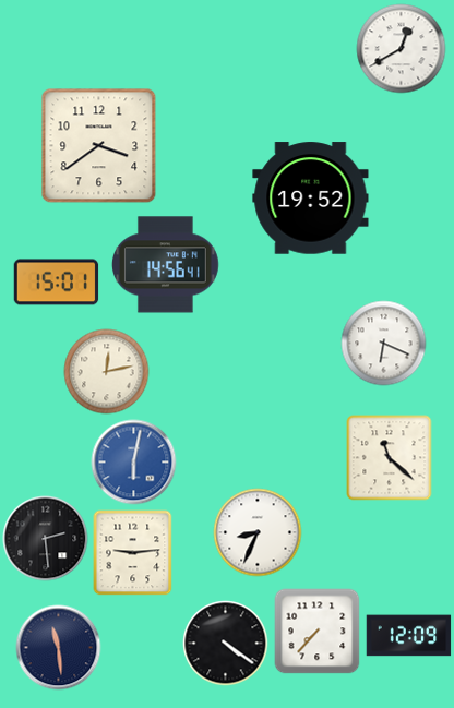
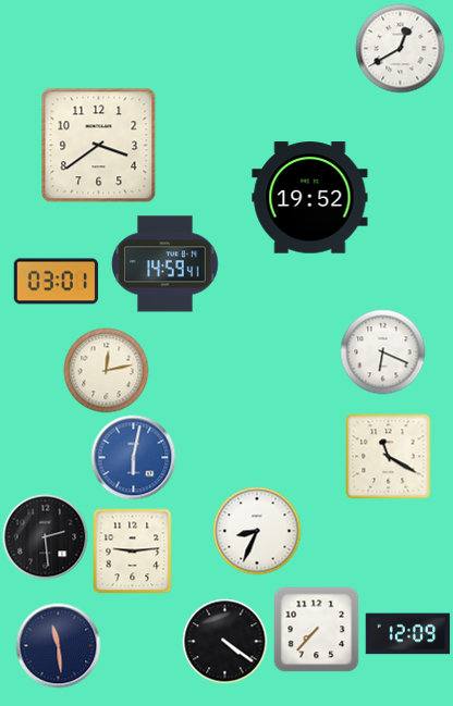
clock at (166, 265): 14:56 -> 14:59
clock at (56, 283): 15:01 -> 03:01
clock at (383, 343) position: (383, 343) -> (382, 351)
clock at (389, 457): 11:22 -> 11:20
clock at (133, 461) position: (133, 461) -> (133, 457)
